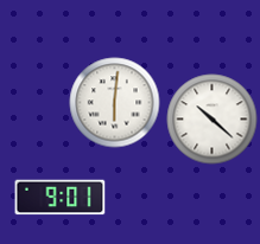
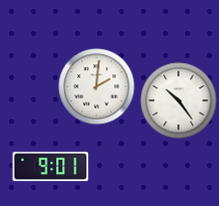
clock at (115, 103): 6:01 -> 2:01
clock at (213, 120): 10:22 -> 10:24
